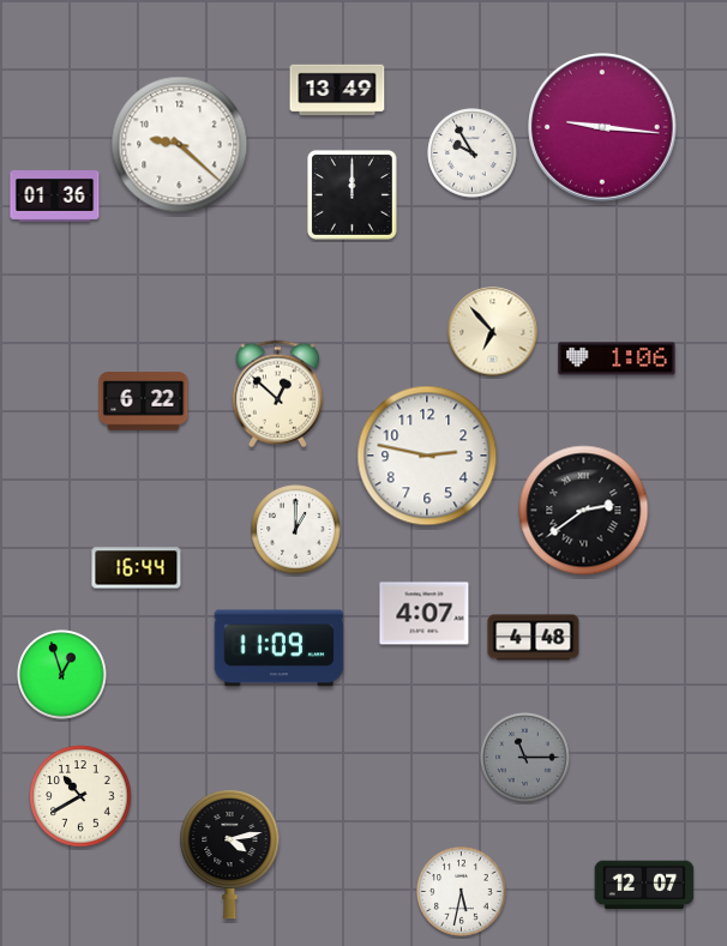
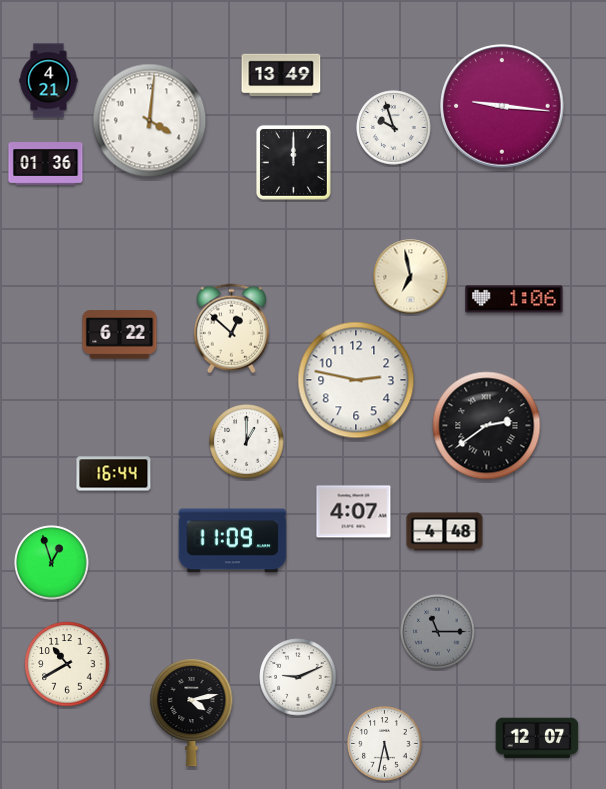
clock at (49, 81): none -> 4:21
clock at (180, 145): 9:22 -> 4:01
clock at (473, 153): 9:55 -> 9:57
clock at (493, 332): 6:53 -> 6:58
clock at (298, 677): none -> 9:11
